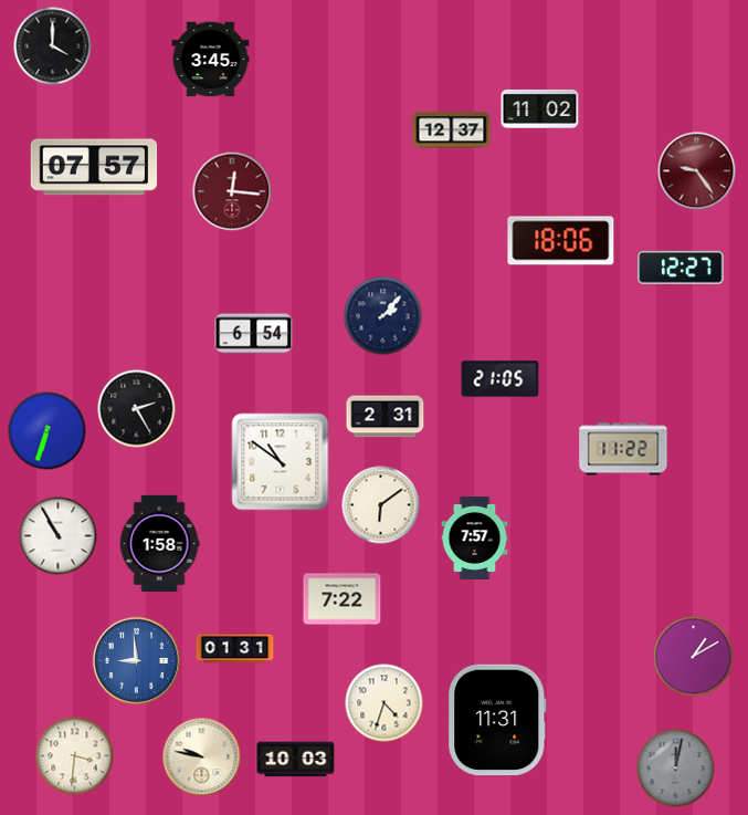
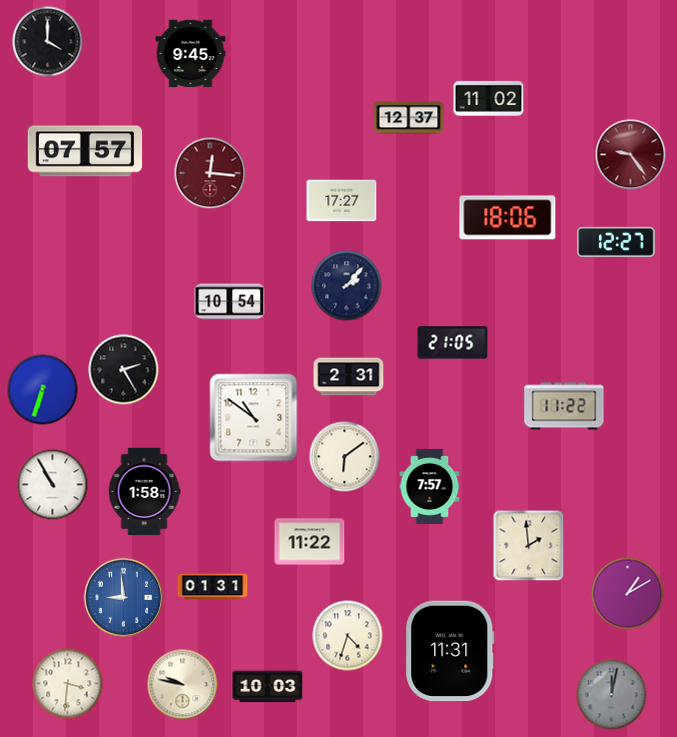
clock at (211, 60): 3:45 -> 9:45
clock at (342, 201): none -> 17:27
clock at (254, 334): 6:54 -> 10:54
clock at (343, 599): 7:22 -> 11:22
clock at (529, 546): none -> 1:59
